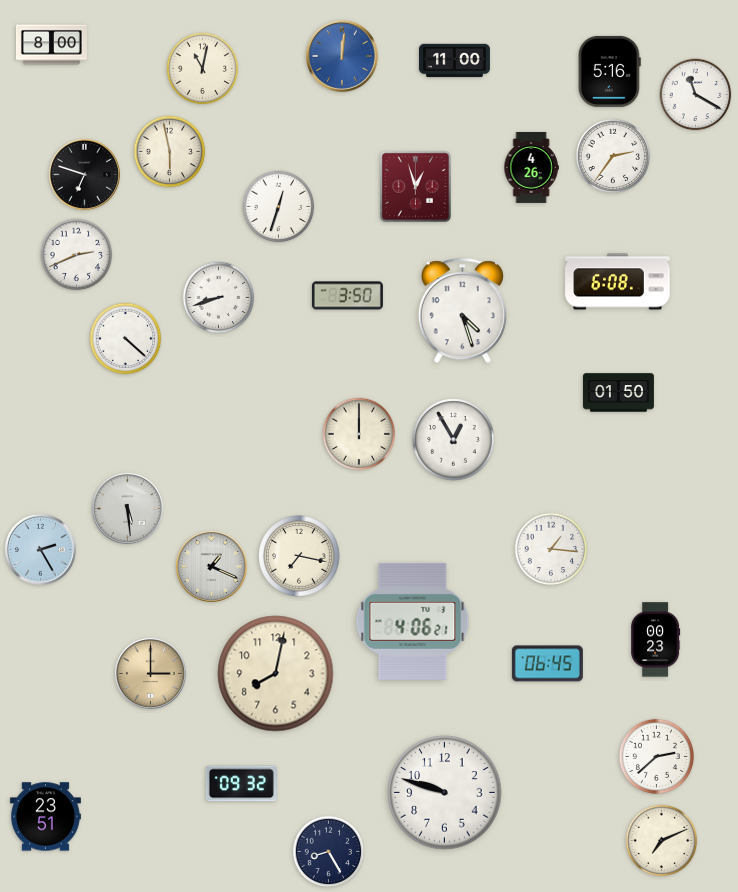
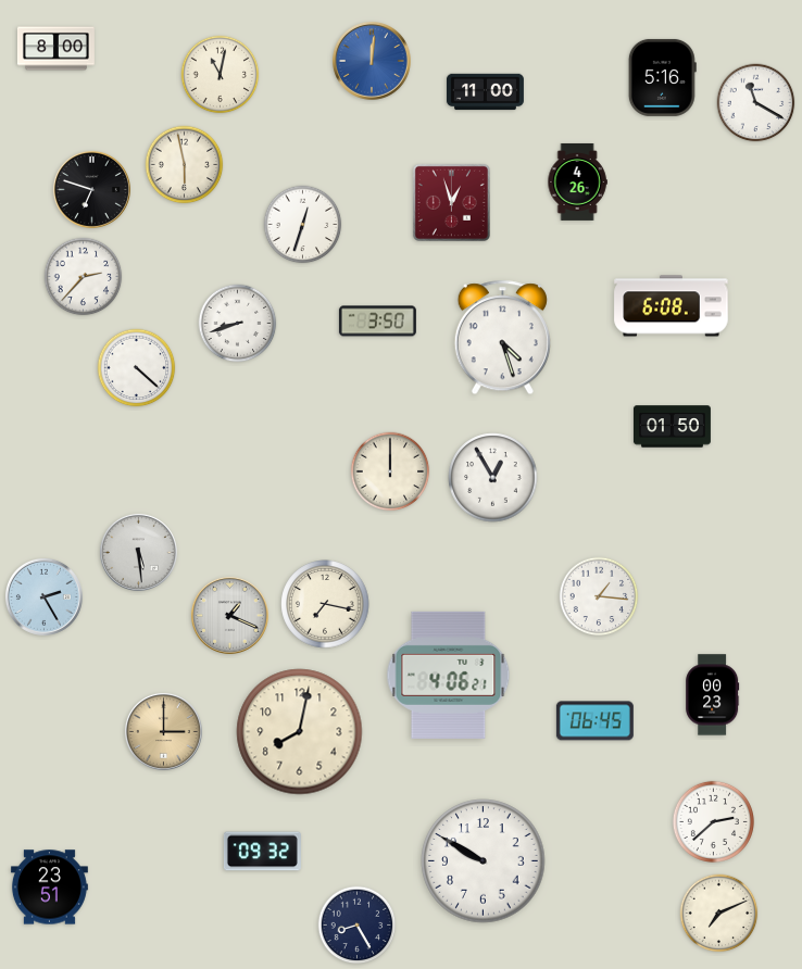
clock at (454, 61) position: (454, 61) -> (485, 92)
clock at (612, 155): 2:36 -> none
clock at (77, 255): 2:41 -> 2:37
clock at (445, 793): 9:48 -> 9:50
